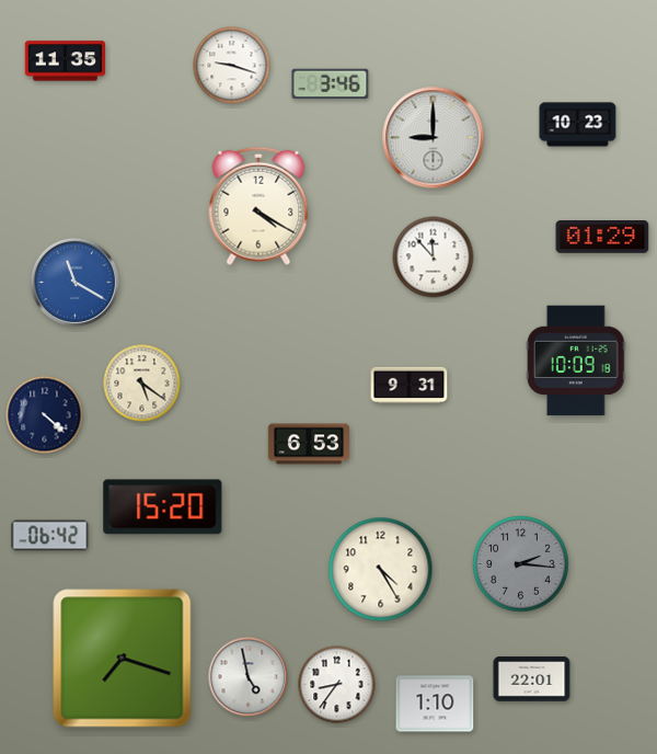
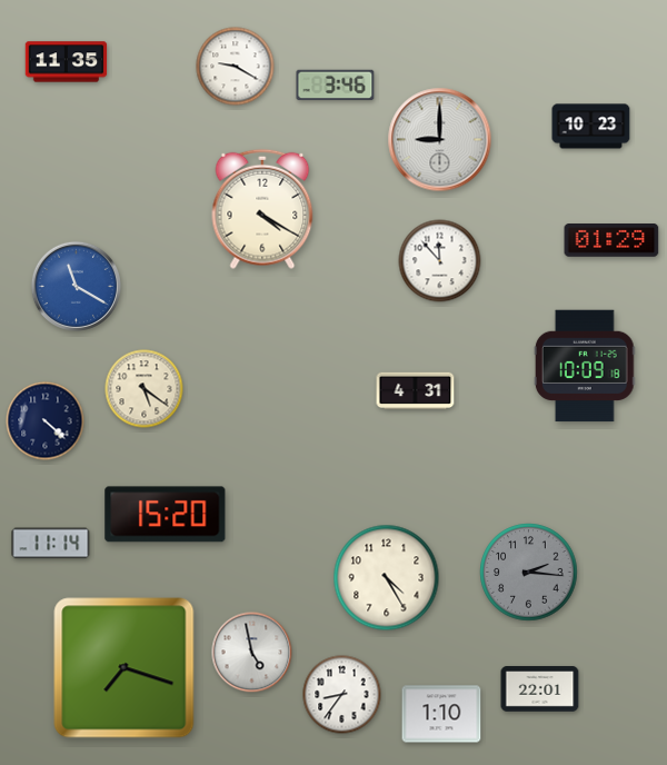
clock at (232, 66): 9:18 -> 9:20
clock at (578, 125) position: (578, 125) -> (591, 127)
clock at (410, 385): 9:31 -> 4:31
clock at (308, 444): 6:53 -> none
clock at (50, 536): 06:42 -> 11:14
clock at (249, 677) position: (249, 677) -> (252, 653)
